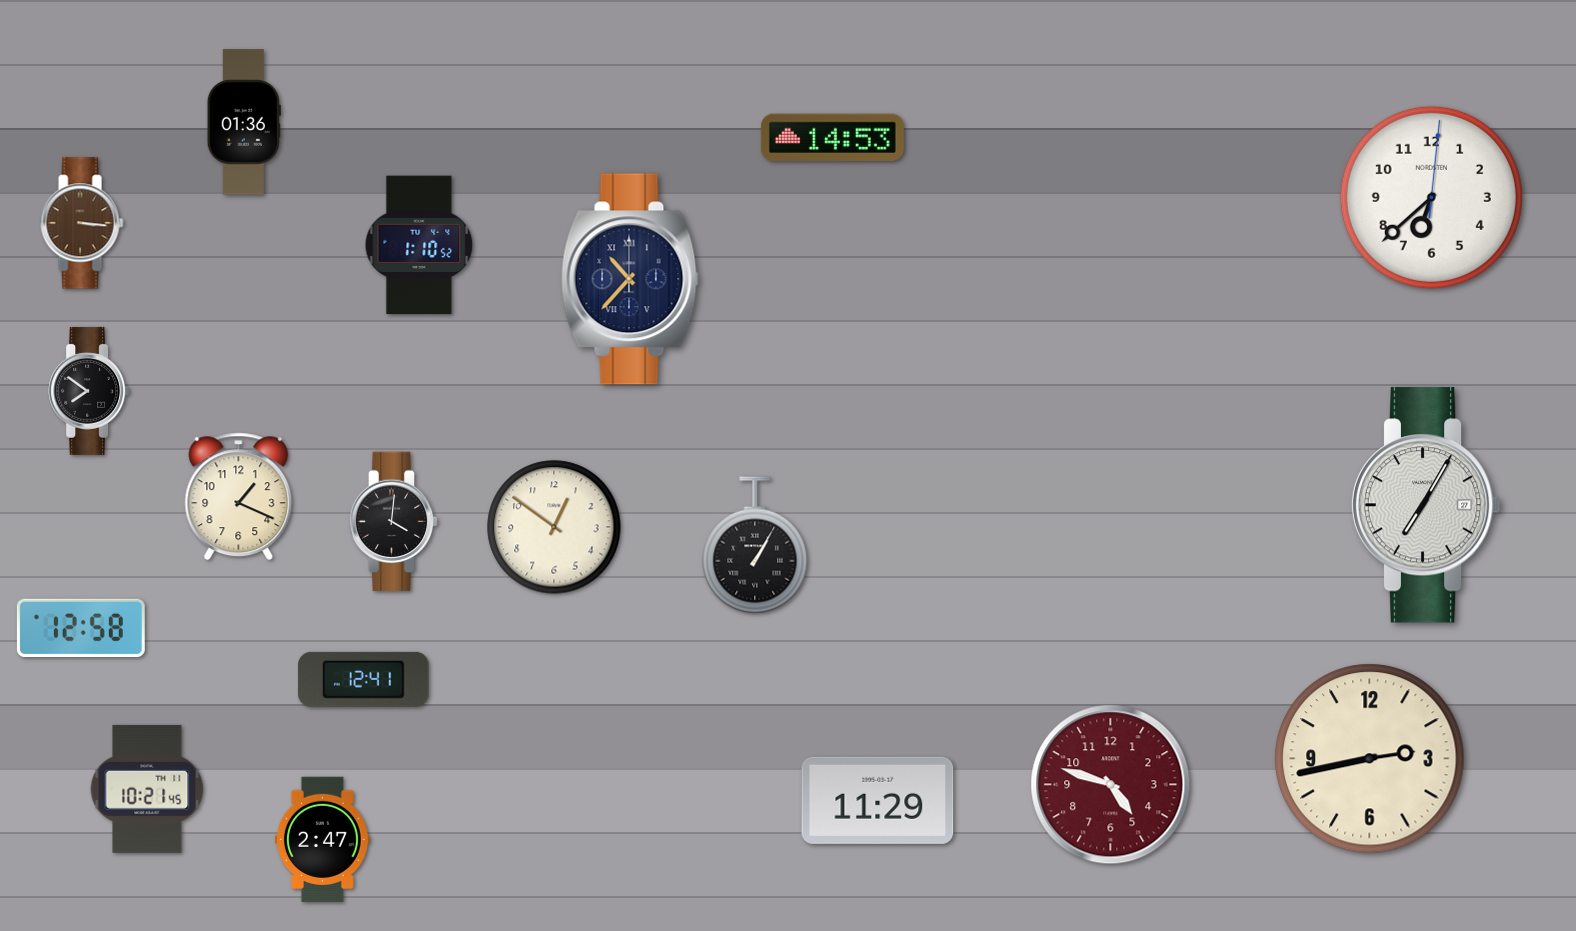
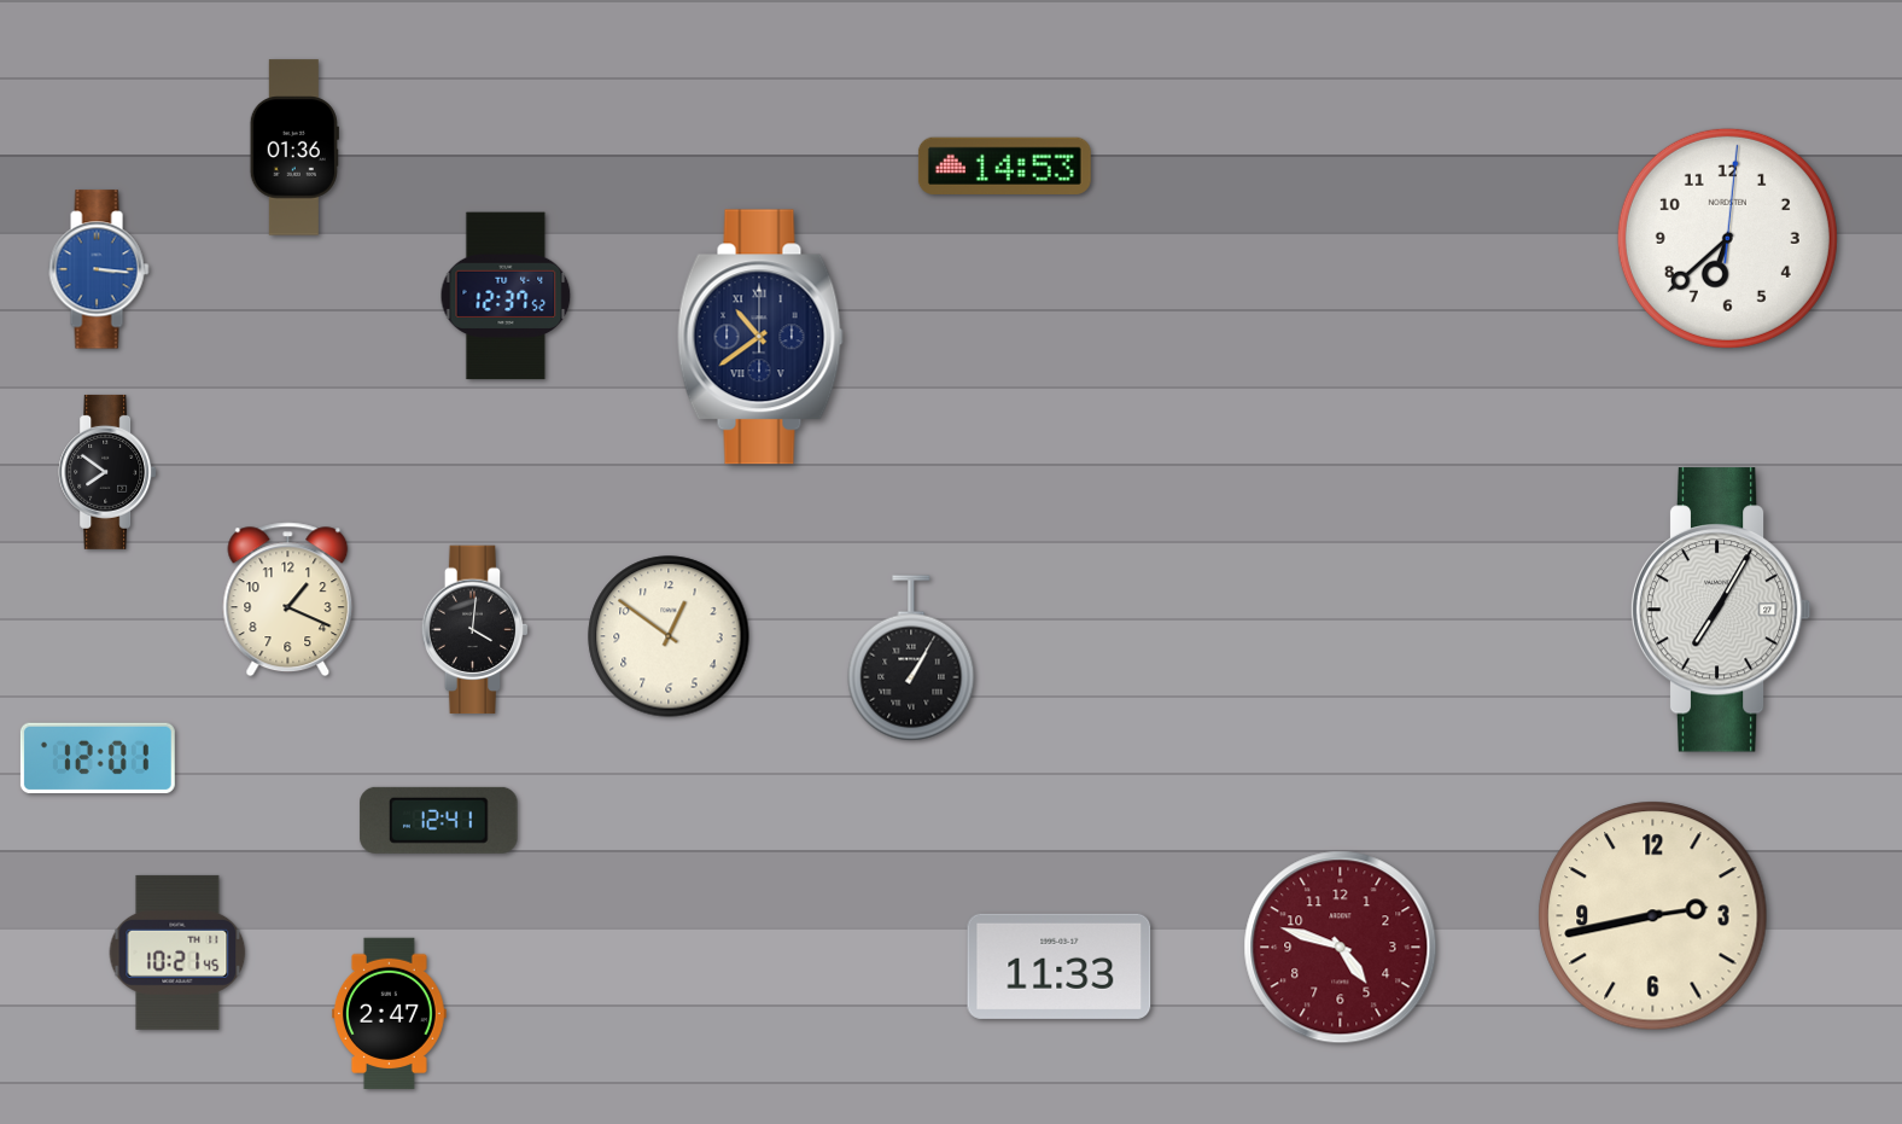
clock at (82, 223) dial: brown -> blue
clock at (419, 245): 1:10 -> 12:37
clock at (630, 279): 10:37 -> 10:39
clock at (81, 628): 12:58 -> 12:01
clock at (878, 800): 11:29 -> 11:33
